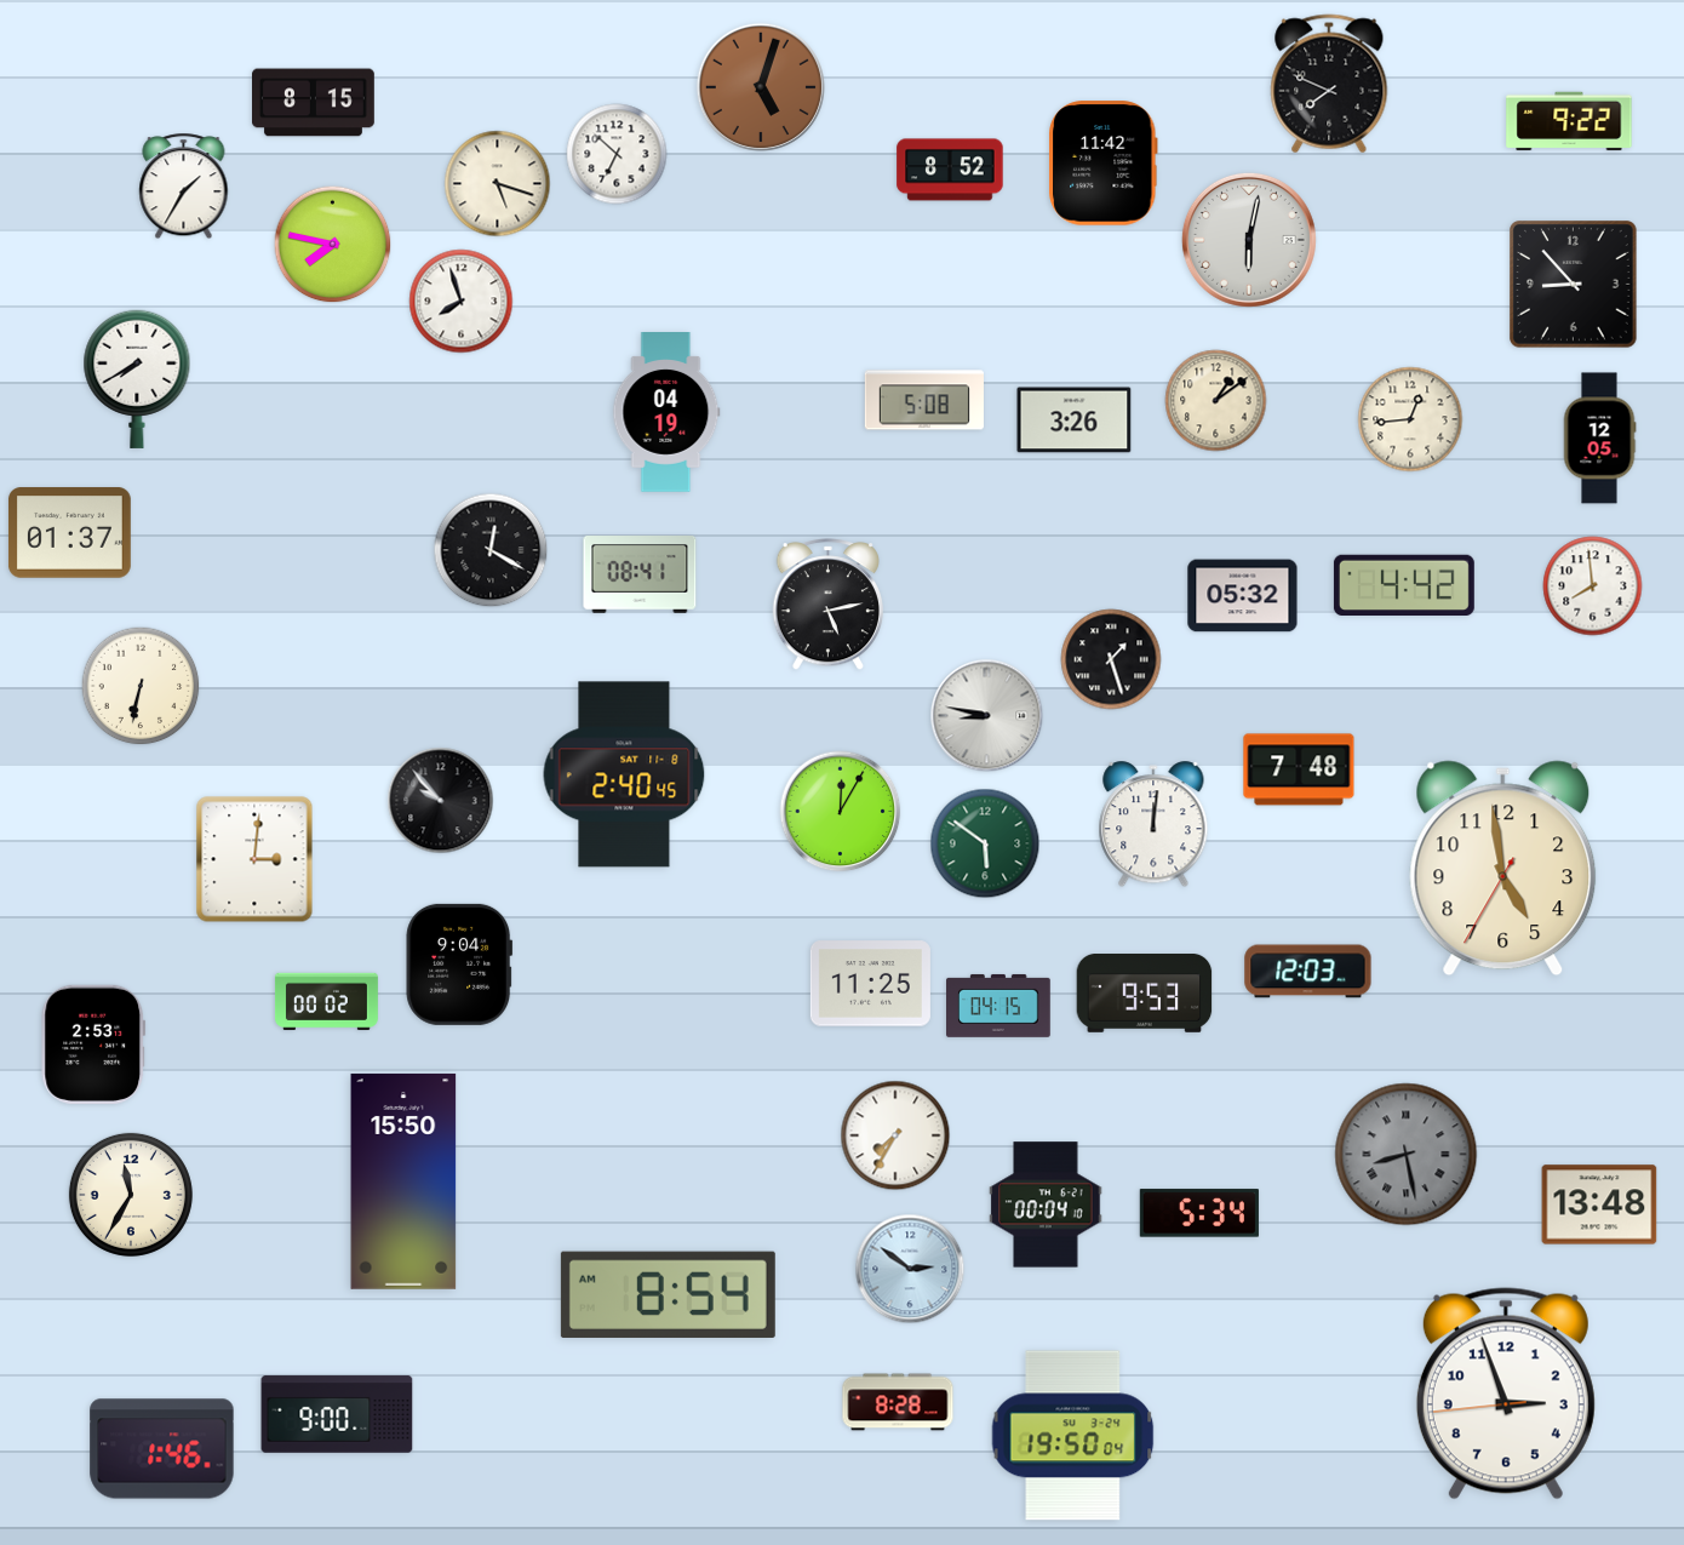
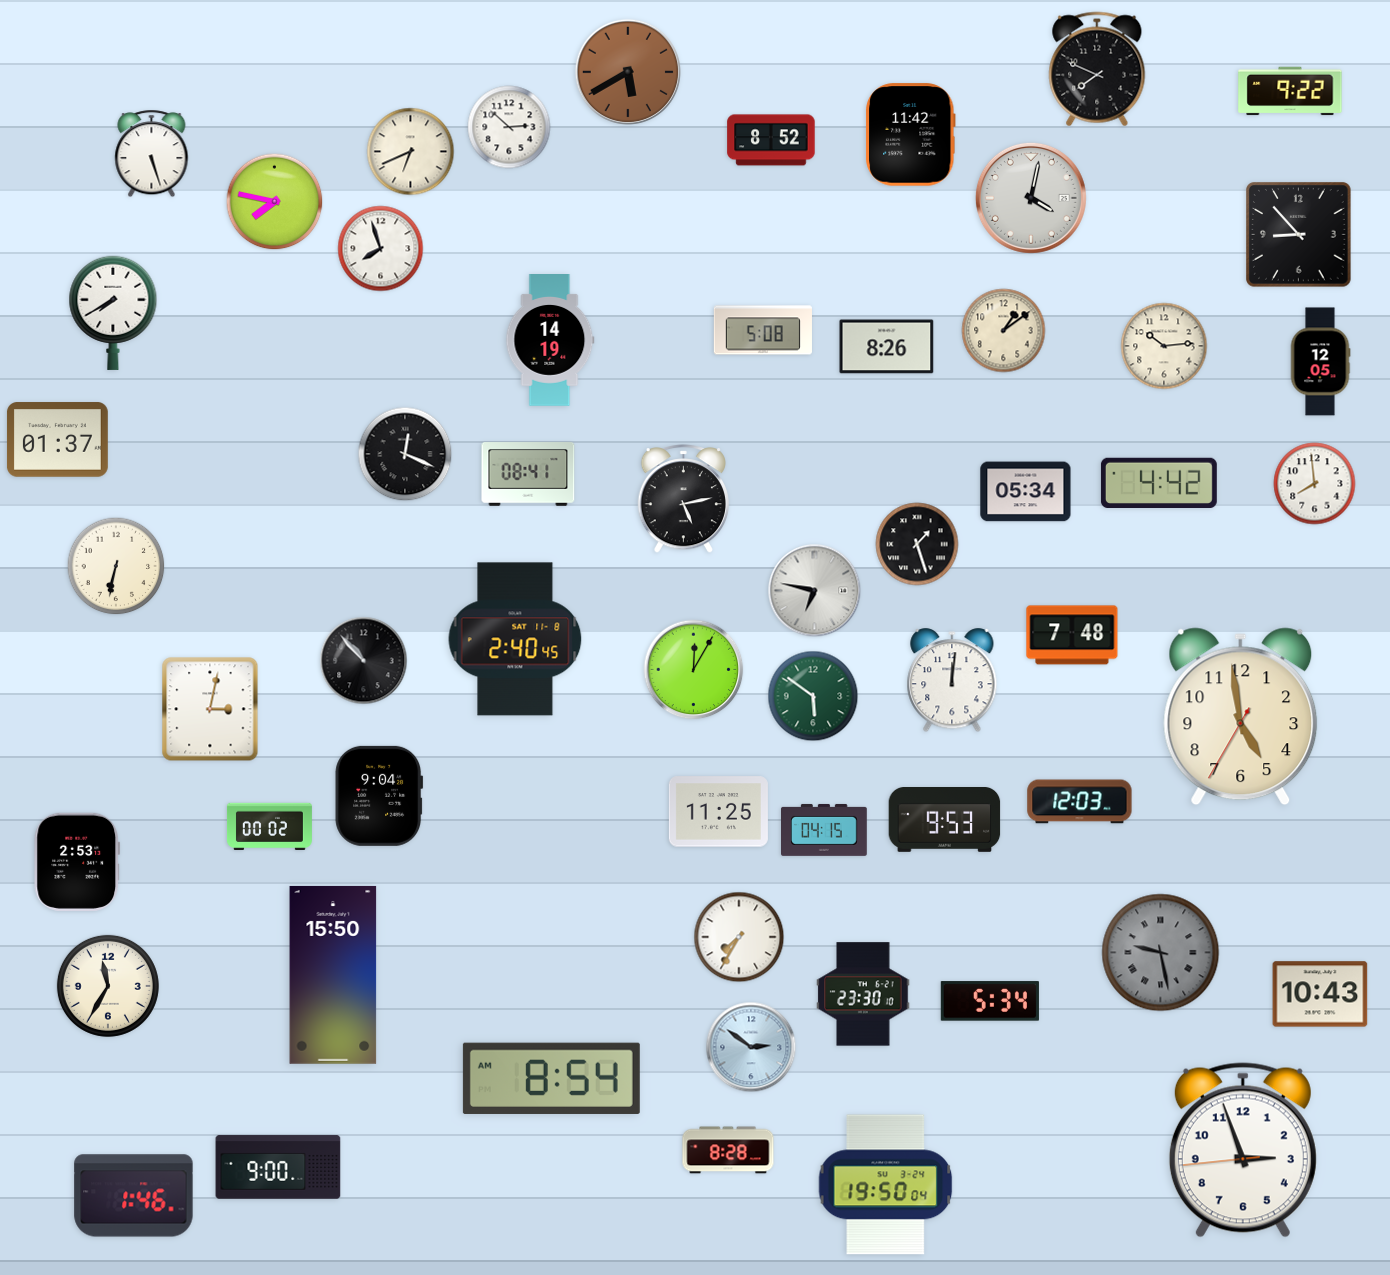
clock at (761, 87): 5:03 -> 5:40
clock at (314, 103): 8:15 -> none
clock at (1569, 121) position: (1569, 121) -> (1290, 91)
clock at (617, 154): 6:52 -> 2:52
clock at (950, 170) position: (950, 170) -> (771, 140)
clock at (498, 184): 5:18 -> 6:41
clock at (184, 187): 1:35 -> 5:27
clock at (1249, 240): 6:02 -> 4:02
clock at (666, 413): 04:19 -> 14:19
clock at (1410, 419): 12:44 -> 10:14
clock at (1075, 420): 3:26 -> 8:26
clock at (491, 550): 12:20 -> 12:19
clock at (1243, 596): 05:32 -> 05:34
clock at (987, 716): 8:47 -> 6:47
clock at (441, 801): 9:53 -> 10:53
clock at (254, 859): 3:01 -> 3:02
clock at (1407, 1155): 8:28 -> 9:28
clock at (1046, 1204): 00:04 -> 23:30
clock at (1599, 1204): 13:48 -> 10:43
clock at (668, 1294) position: (668, 1294) -> (551, 1078)
clock at (898, 1402) position: (898, 1402) -> (728, 1150)
